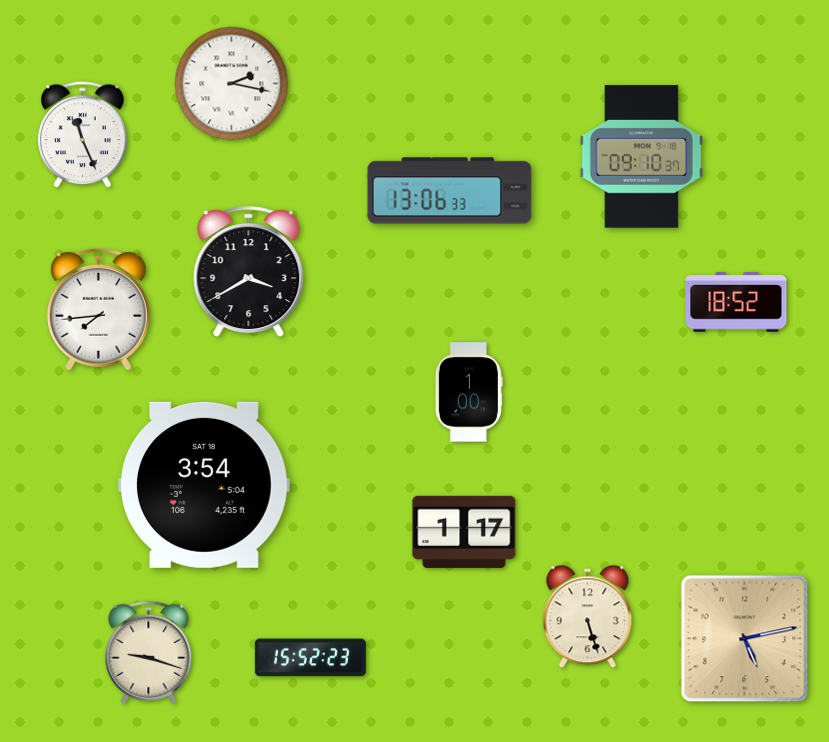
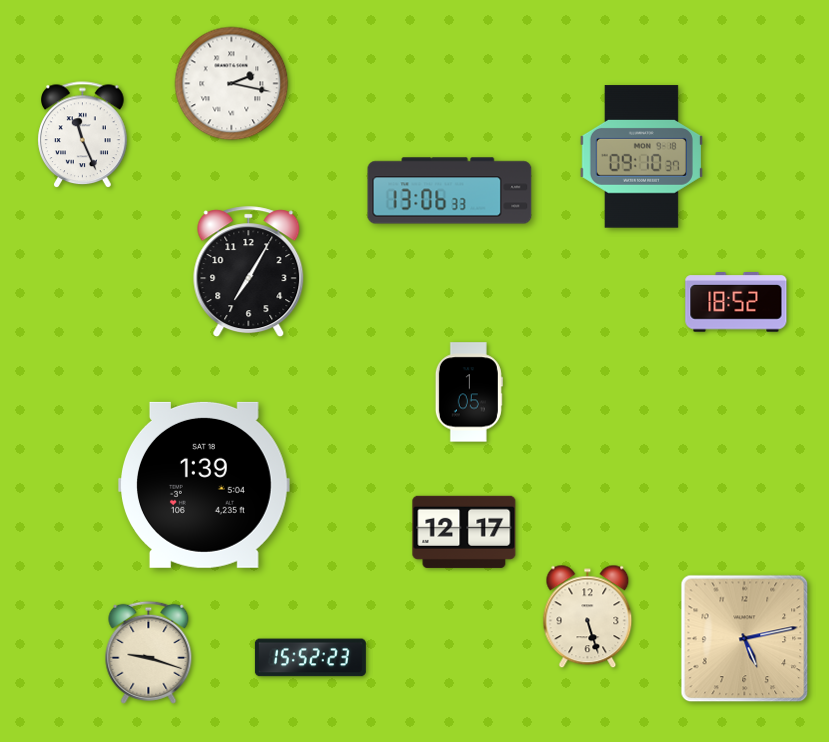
clock at (249, 272): 3:40 -> 7:05
clock at (98, 309): 7:44 -> none
clock at (469, 392): 1:00 -> 1:05
clock at (205, 485): 3:54 -> 1:39
clock at (464, 532): 1:17 -> 12:17
